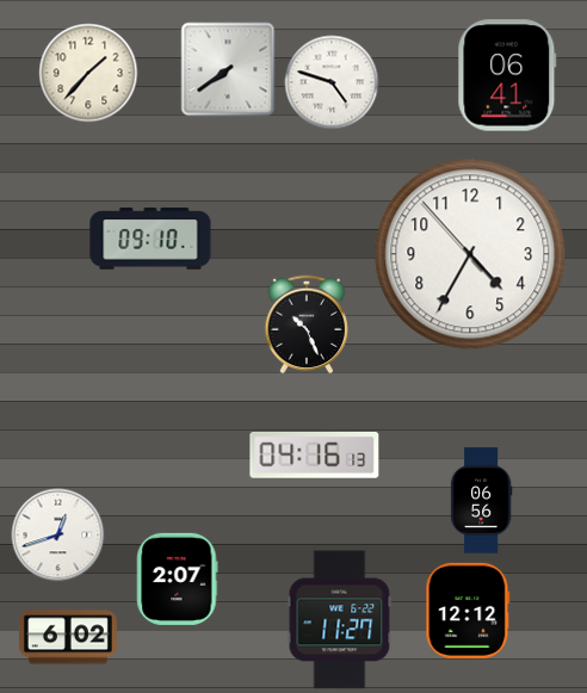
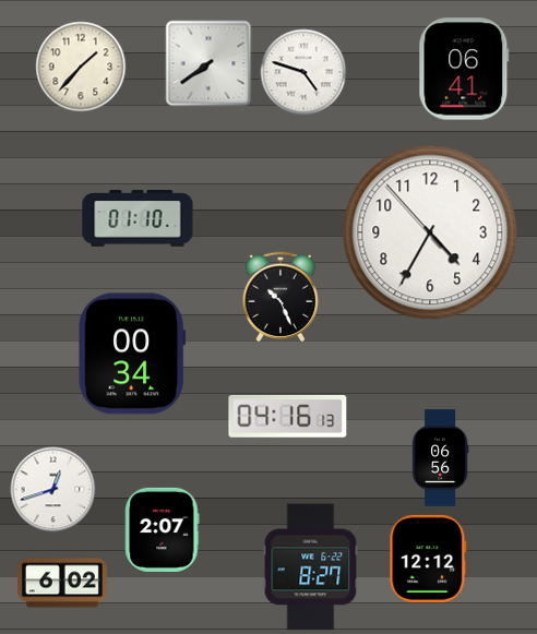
clock at (332, 82) position: (332, 82) -> (303, 72)
clock at (150, 239): 09:10 -> 01:10
clock at (132, 354): none -> 00:34
clock at (340, 620): 11:27 -> 8:27
